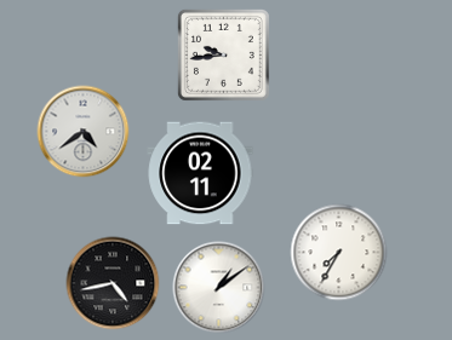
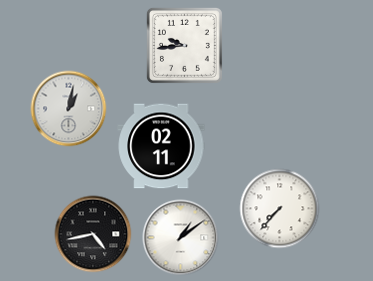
clock at (84, 132): 4:39 -> 1:02
clock at (200, 173) position: (200, 173) -> (161, 146)
clock at (339, 253): 7:35 -> 7:37
